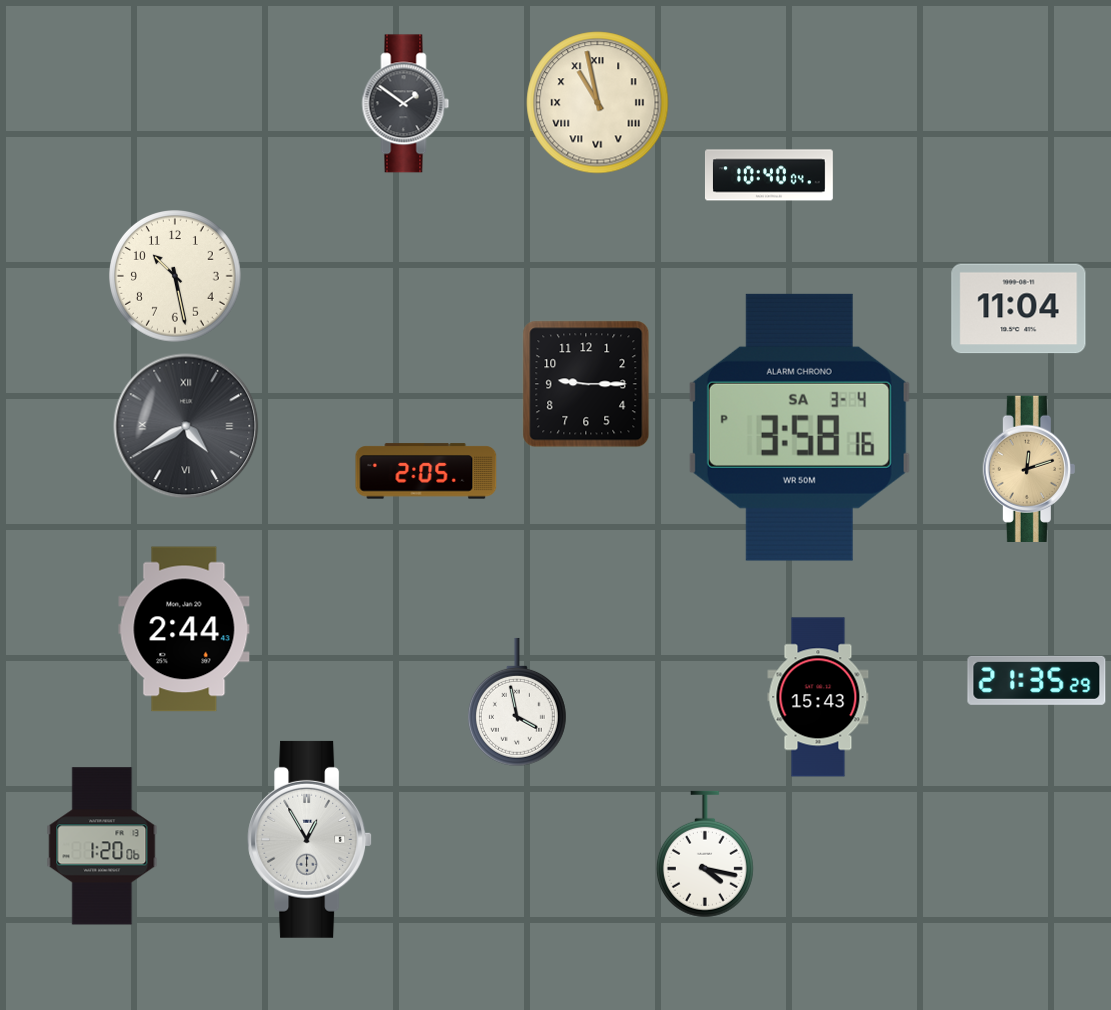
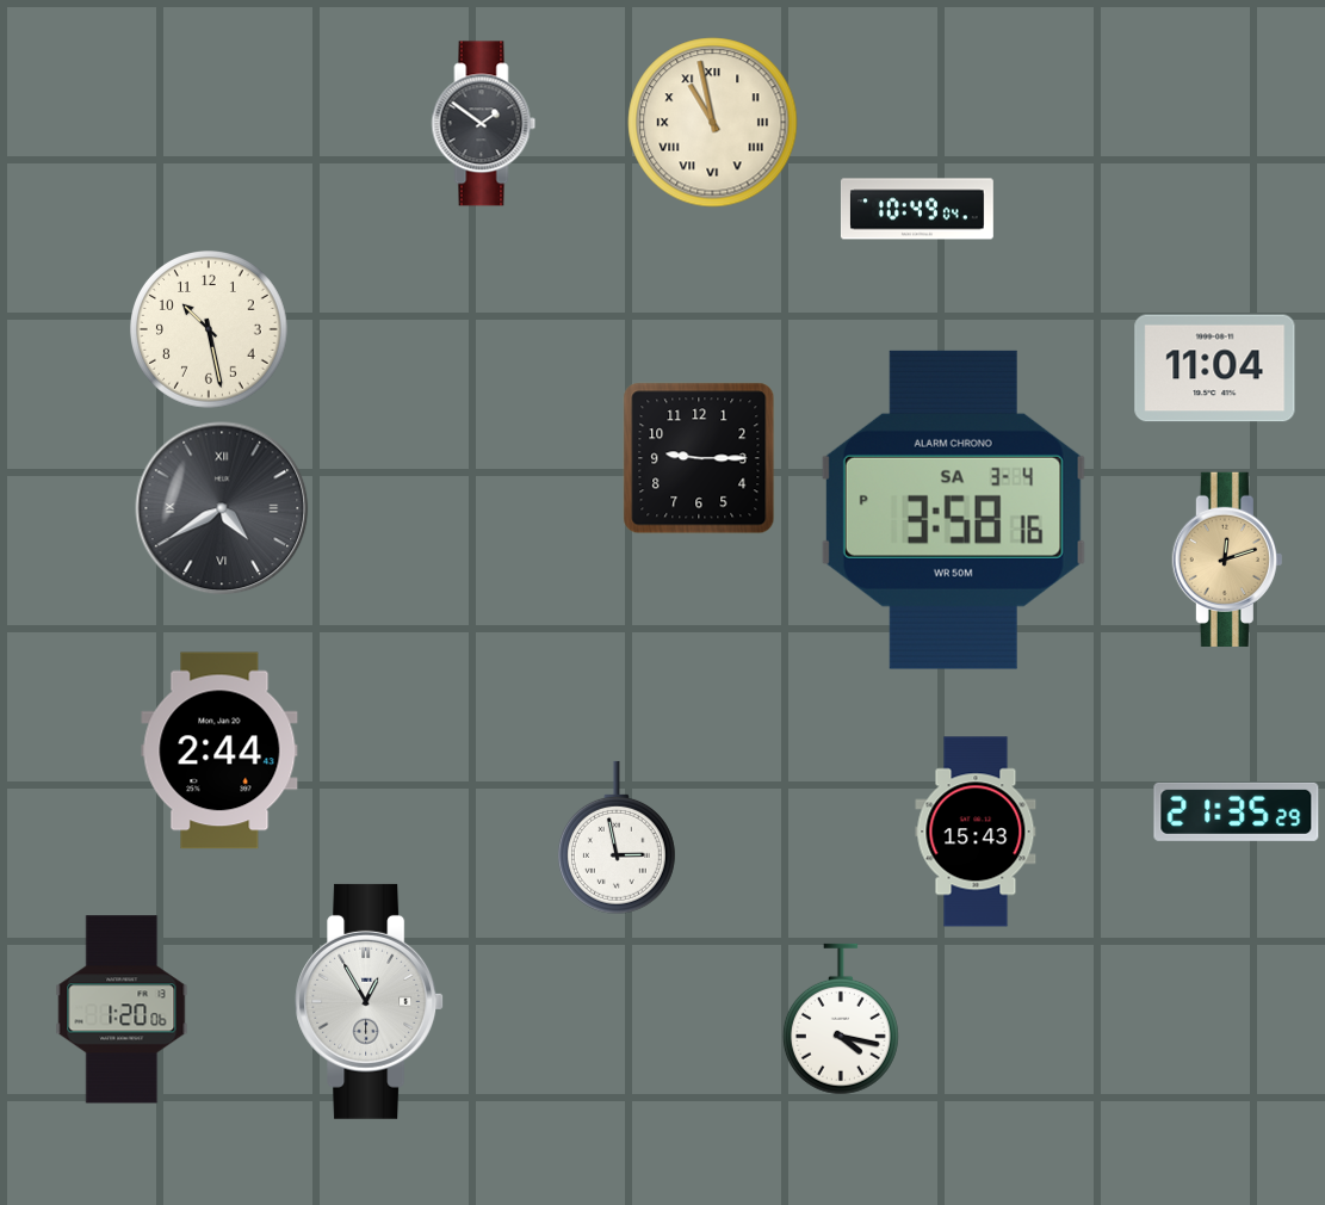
clock at (769, 175): 10:40 -> 10:49
clock at (426, 471): 2:05 -> none
clock at (517, 702): 3:58 -> 2:58
